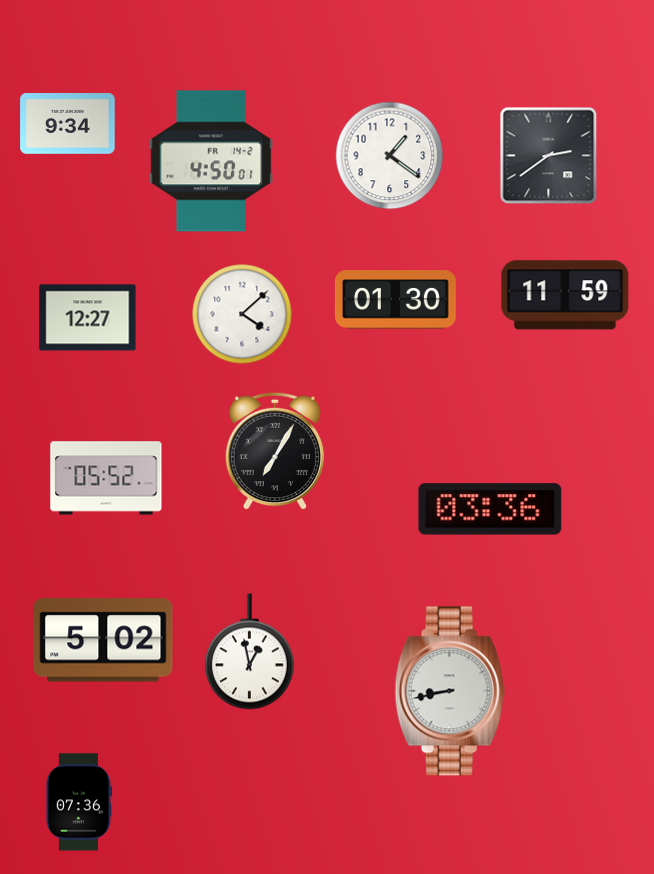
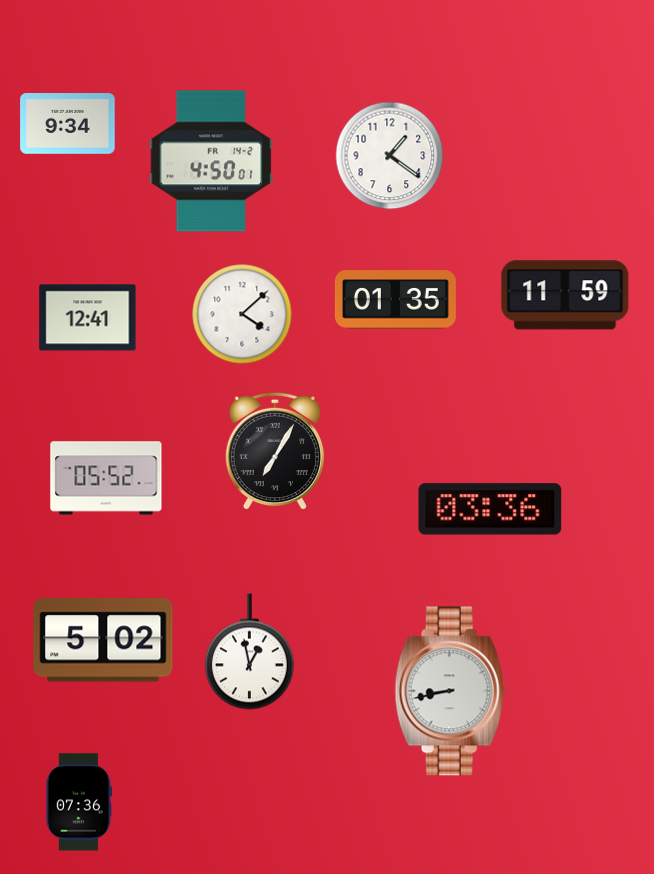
clock at (549, 156): 2:39 -> none
clock at (395, 300): 01:30 -> 01:35
clock at (88, 318): 12:27 -> 12:41
